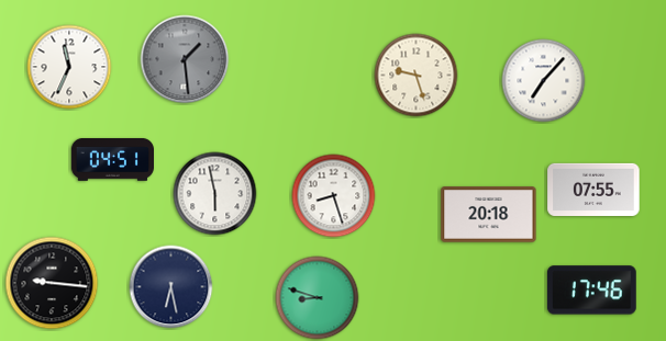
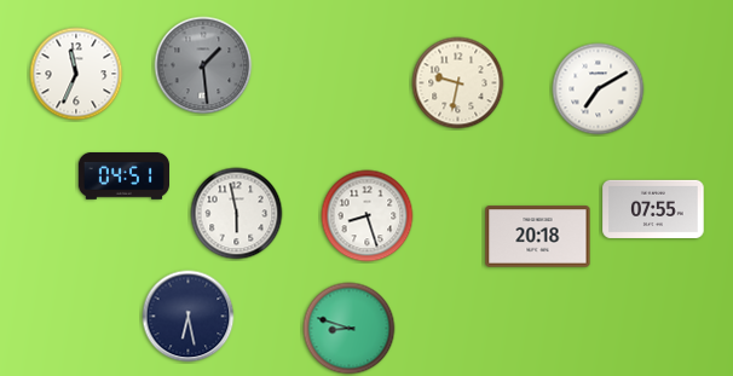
clock at (417, 76): 9:27 -> 9:32
clock at (544, 81): 7:07 -> 7:10
clock at (52, 283): 9:16 -> none
clock at (591, 291): 17:46 -> none
